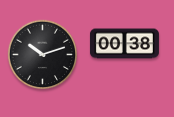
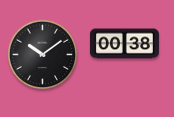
clock at (43, 55): 10:12 -> 10:09
